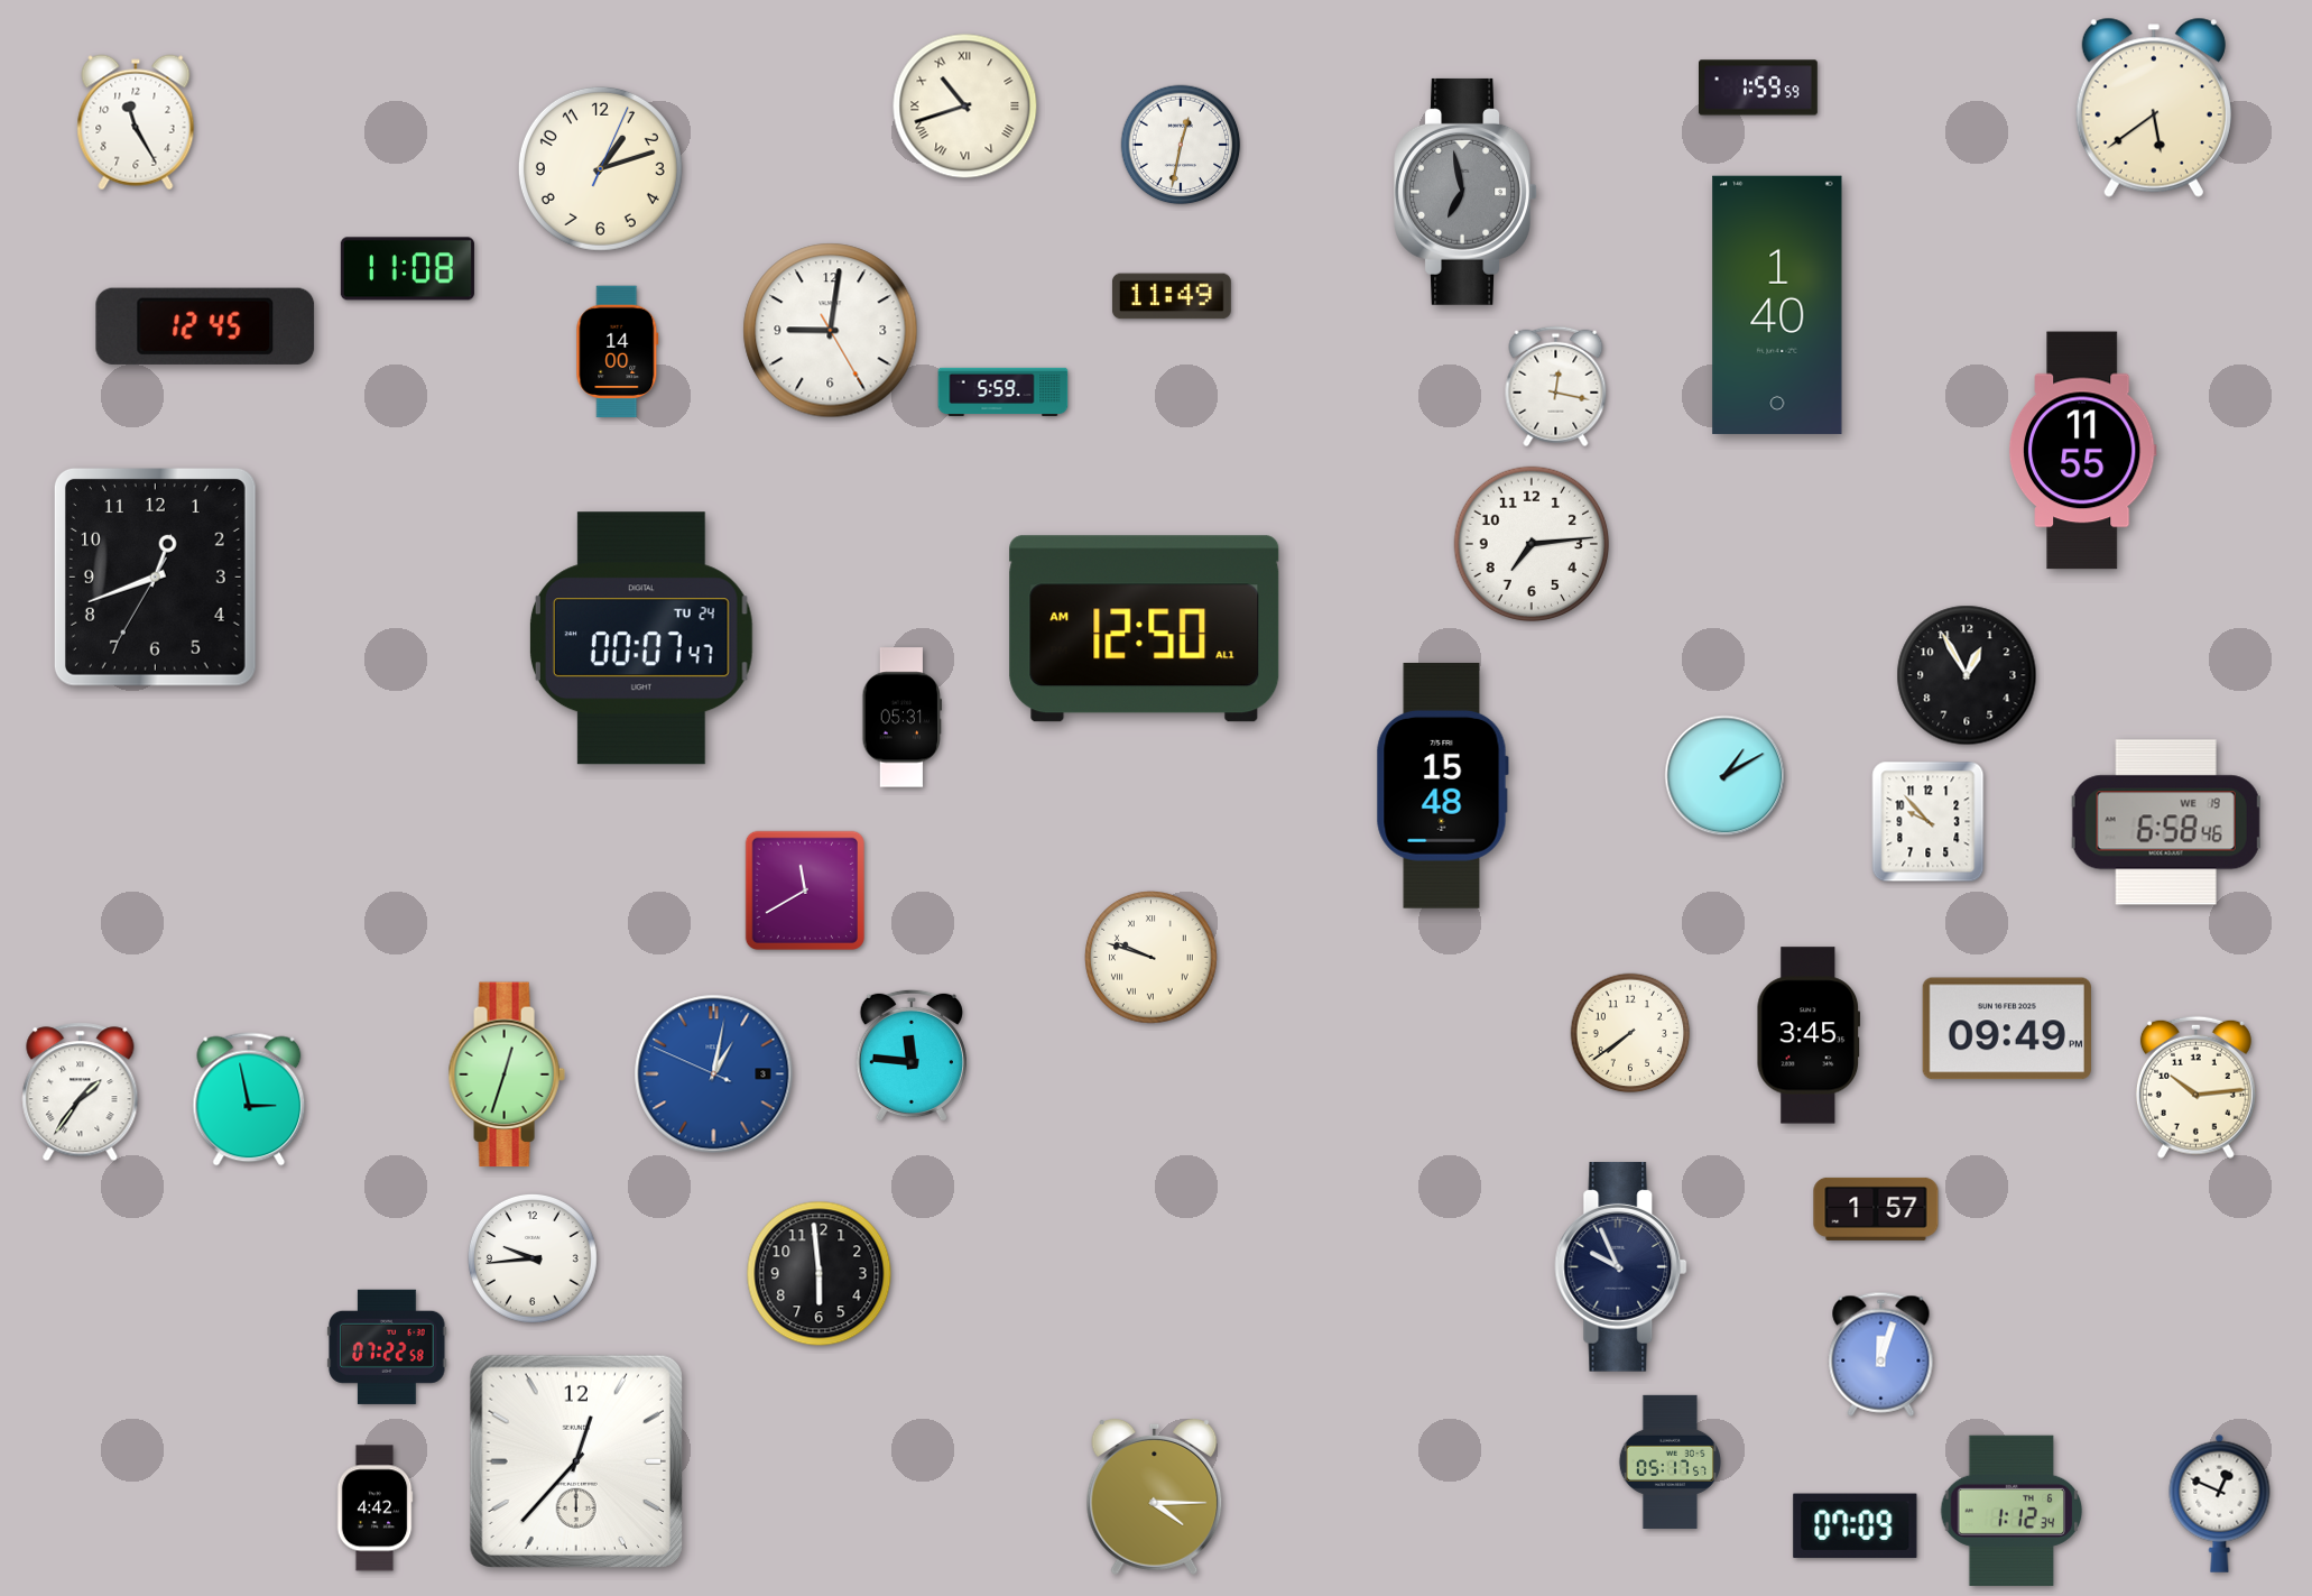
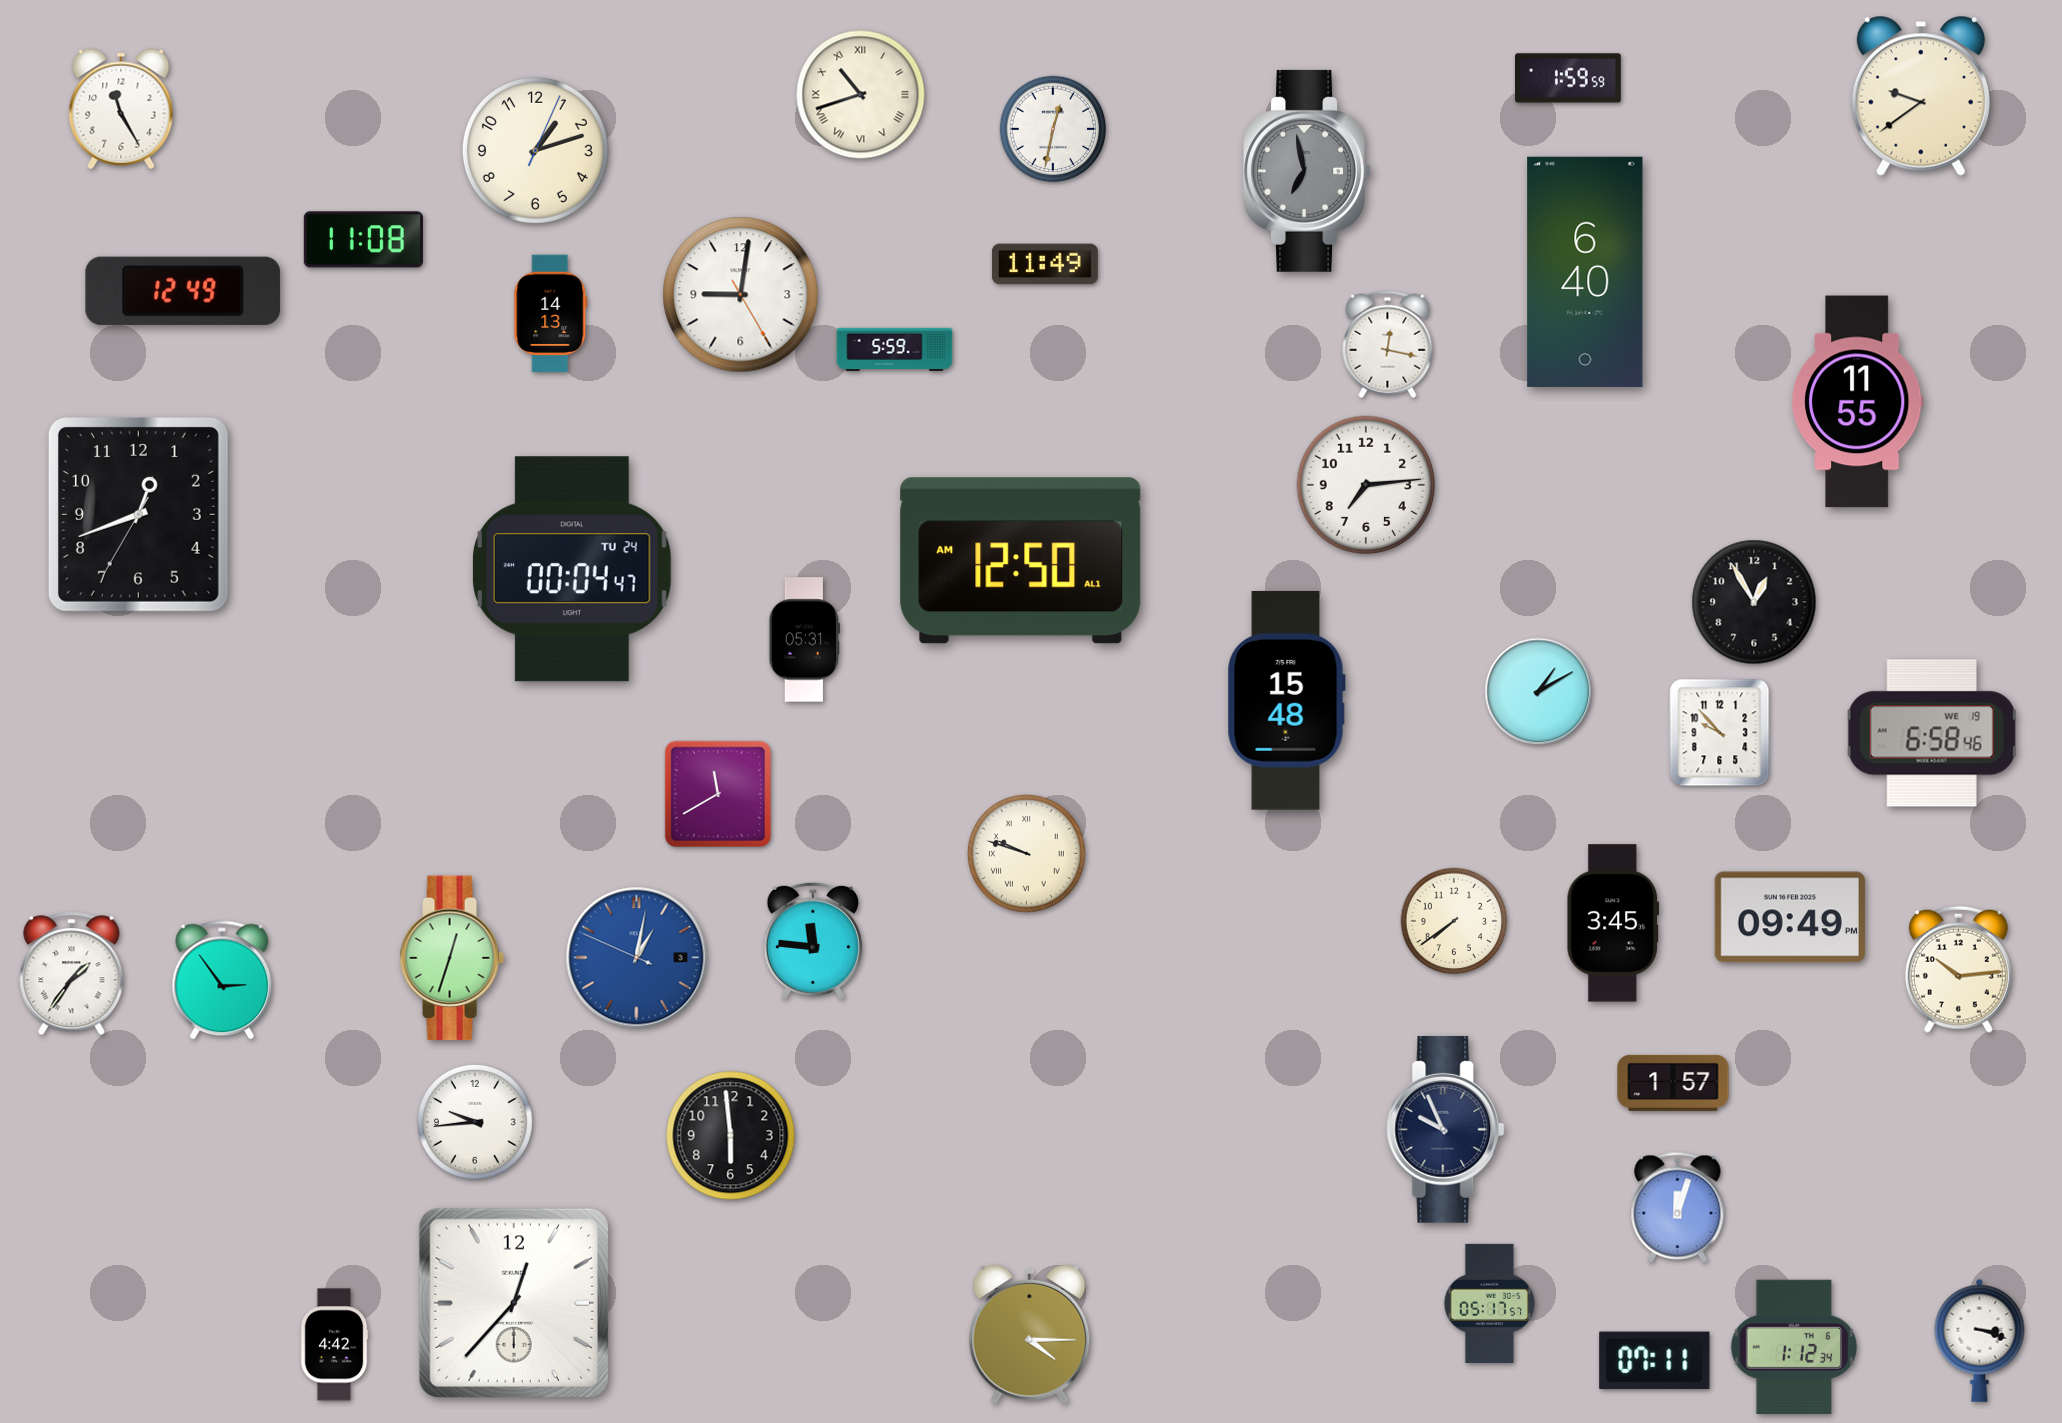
clock at (2154, 108): 5:39 -> 9:39
clock at (1777, 305): 1:40 -> 6:40
clock at (205, 326): 12:45 -> 12:49
clock at (618, 352): 14:00 -> 14:13
clock at (641, 638): 00:07 -> 00:04
clock at (249, 1099): 2:58 -> 2:54
clock at (1876, 1209) position: (1876, 1209) -> (1673, 1083)
clock at (387, 1347): 07:22 -> none
clock at (2220, 1503): 12:49 -> 3:18
clock at (1856, 1526): 07:09 -> 07:11
